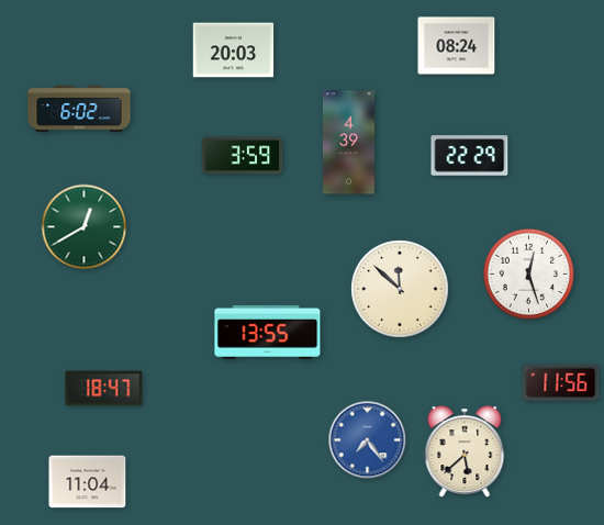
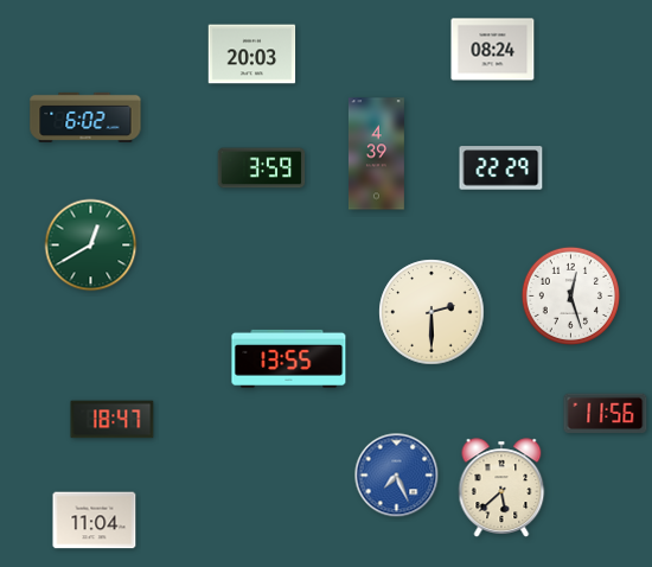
clock at (470, 156) position: (470, 156) -> (501, 168)
clock at (400, 289): 11:52 -> 2:30
clock at (368, 440): 7:24 -> 7:26
